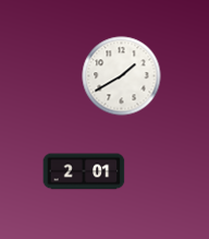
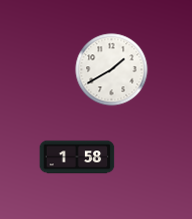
clock at (84, 171): 2:01 -> 1:58
